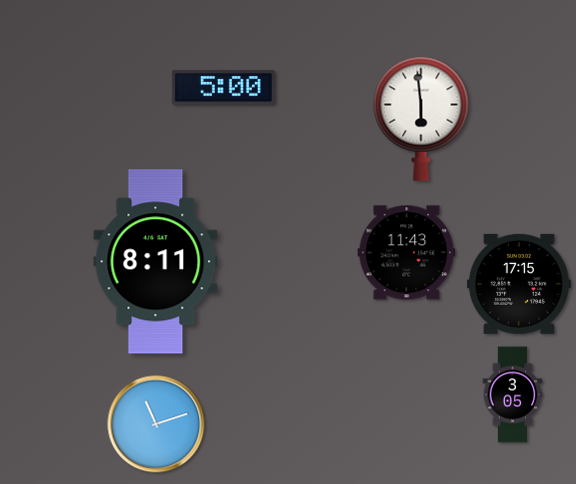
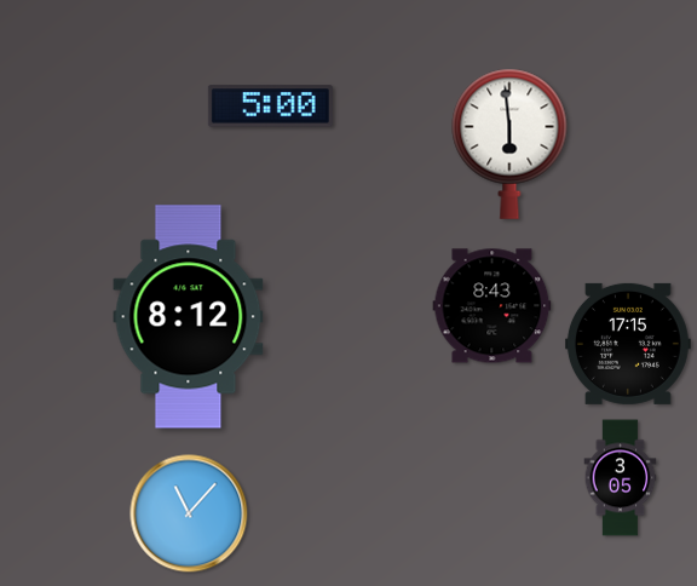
clock at (407, 253): 11:43 -> 8:43
clock at (156, 262): 8:11 -> 8:12
clock at (156, 424): 11:12 -> 11:07
